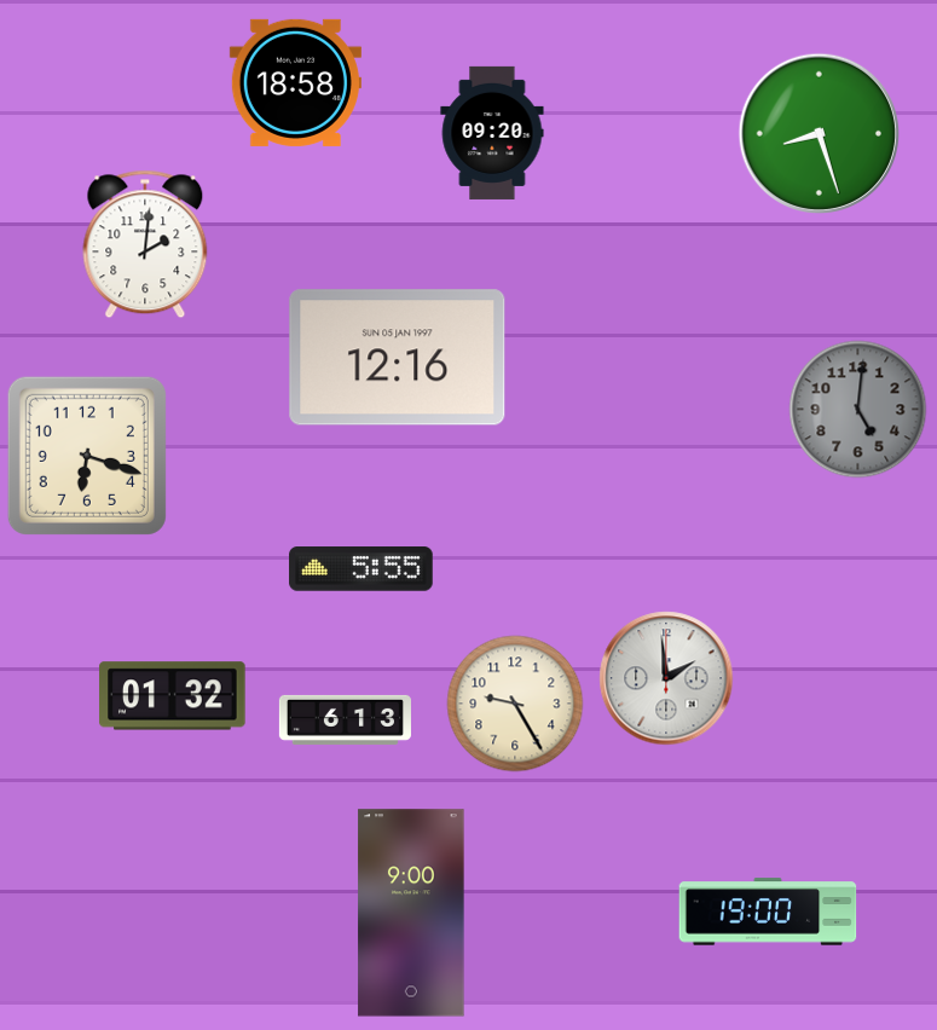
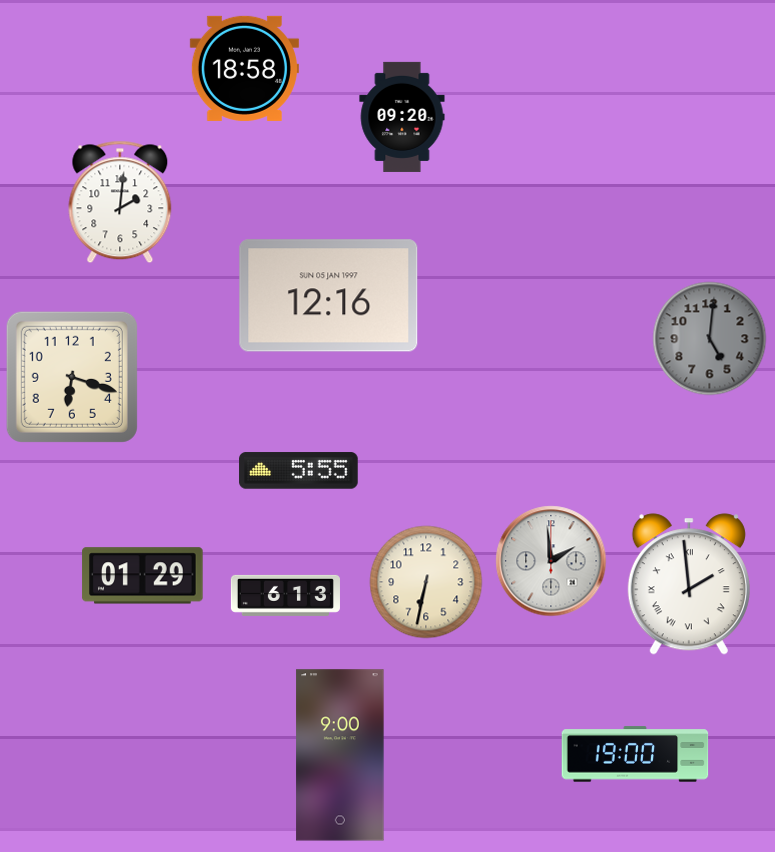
clock at (492, 133) position: (492, 133) -> (402, 117)
clock at (819, 133): 8:27 -> none
clock at (173, 696): 01:32 -> 01:29
clock at (515, 704): 9:25 -> 6:32
clock at (689, 584): none -> 1:59
